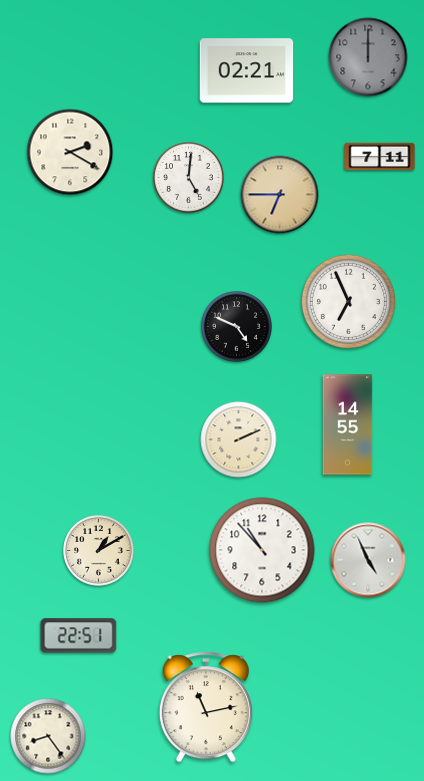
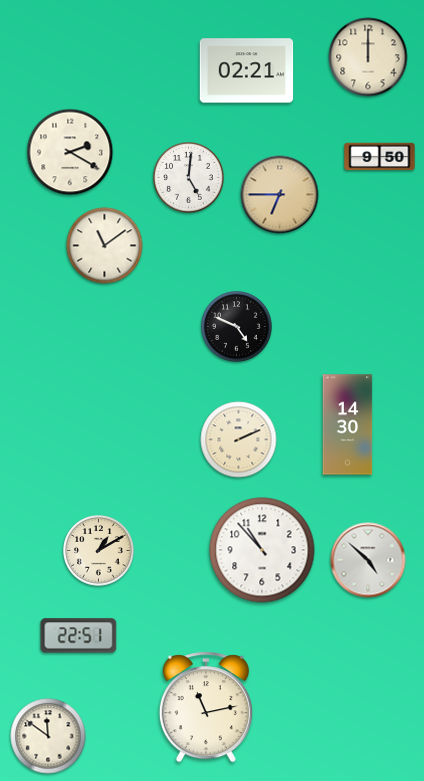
clock at (368, 57) dial: grey -> cream
clock at (380, 157): 7:11 -> 9:50
clock at (105, 246): none -> 11:09
clock at (348, 301): 6:56 -> none
clock at (348, 425): 14:55 -> 14:30
clock at (368, 560): 4:56 -> 4:52
clock at (48, 736): 8:24 -> 11:51
